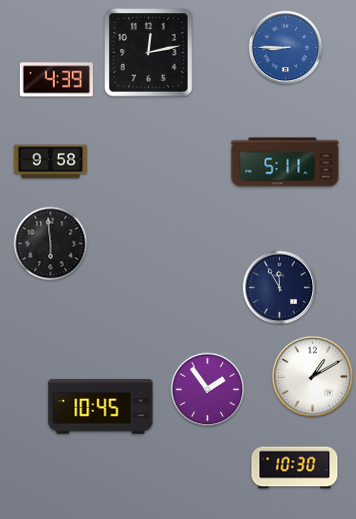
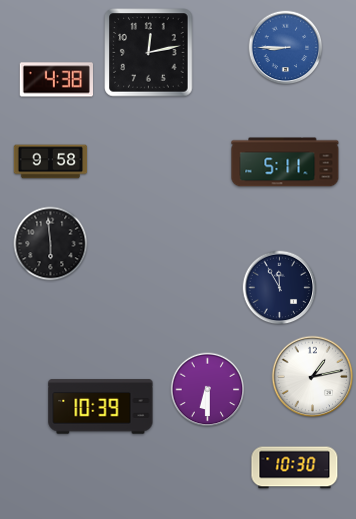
clock at (56, 80): 4:39 -> 4:38
clock at (313, 377): 1:10 -> 1:13
clock at (208, 390): 1:54 -> 6:30
clock at (101, 407): 10:45 -> 10:39
